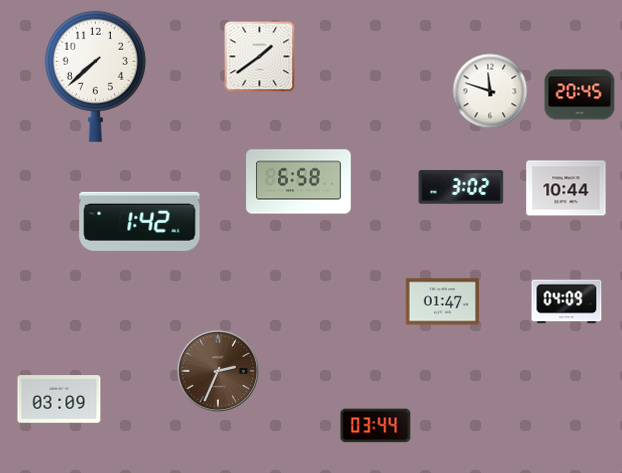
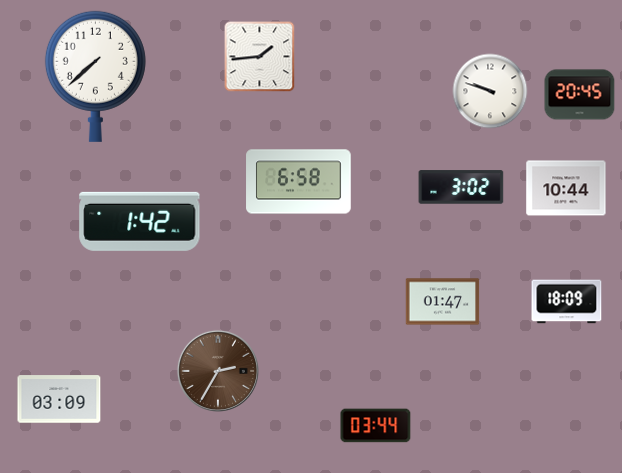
clock at (260, 57): 1:39 -> 1:44
clock at (490, 91): 11:48 -> 9:48
clock at (567, 302): 04:09 -> 18:09
clock at (218, 371): 2:34 -> 2:35
